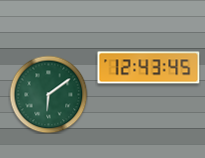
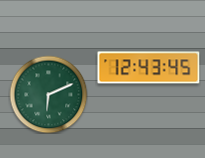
clock at (48, 94): 6:09 -> 6:11
